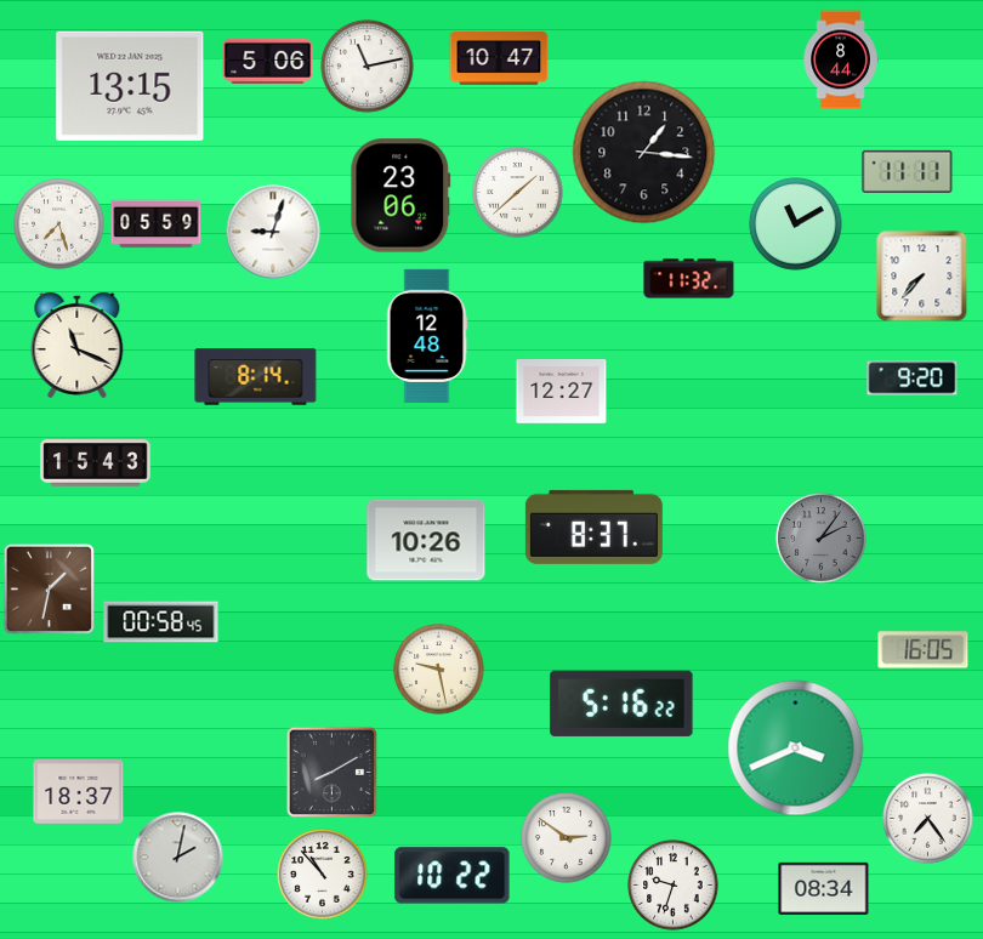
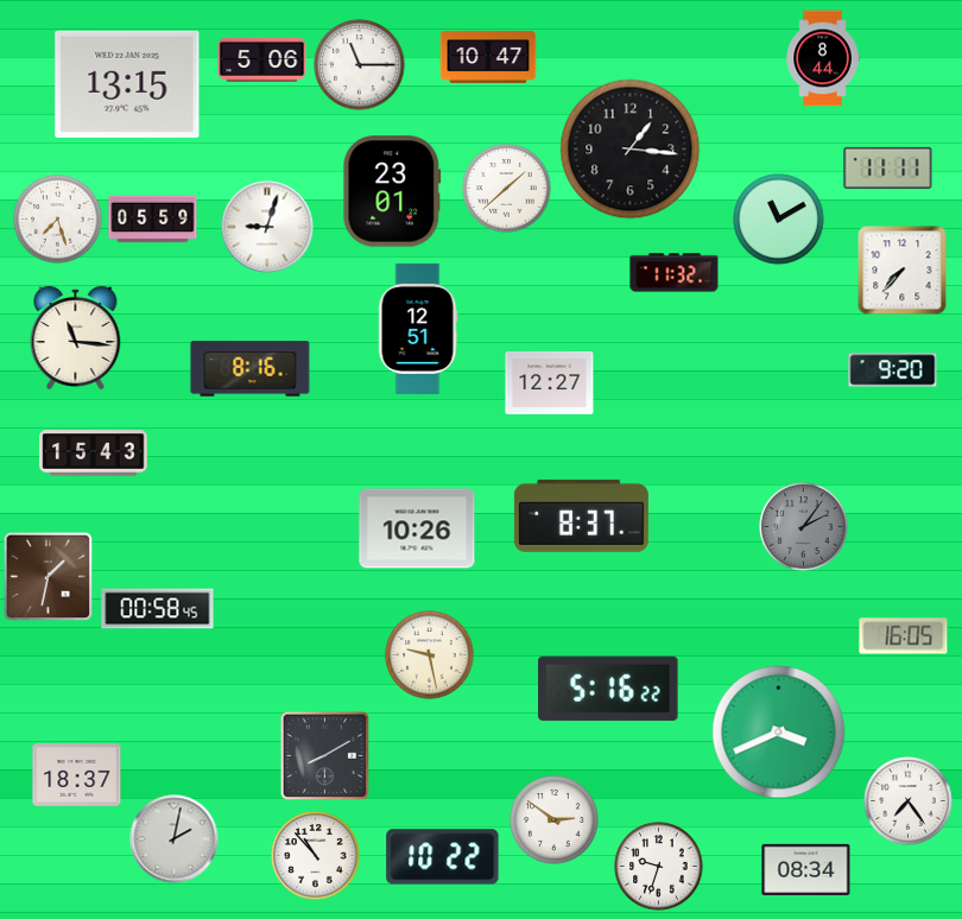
clock at (368, 67): 11:13 -> 11:15
clock at (400, 195): 23:06 -> 23:01
clock at (427, 336): 12:48 -> 12:51
clock at (78, 345): 11:19 -> 11:16
clock at (256, 377): 8:14 -> 8:16
